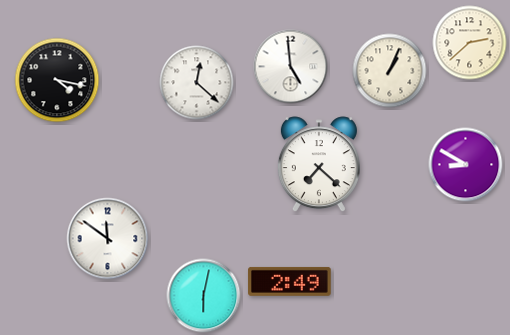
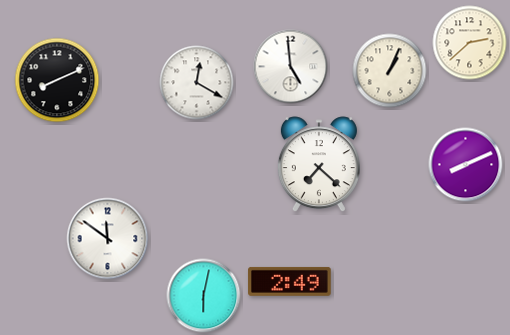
clock at (57, 80): 4:17 -> 8:11
clock at (197, 83): 12:22 -> 12:20
clock at (466, 165): 8:50 -> 8:11
